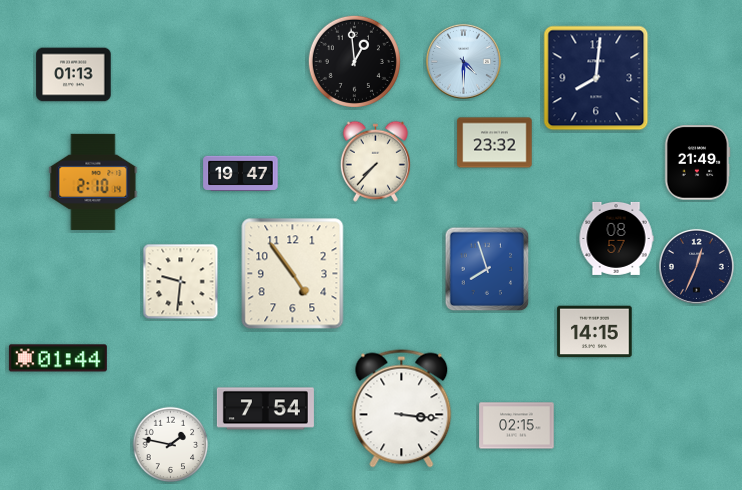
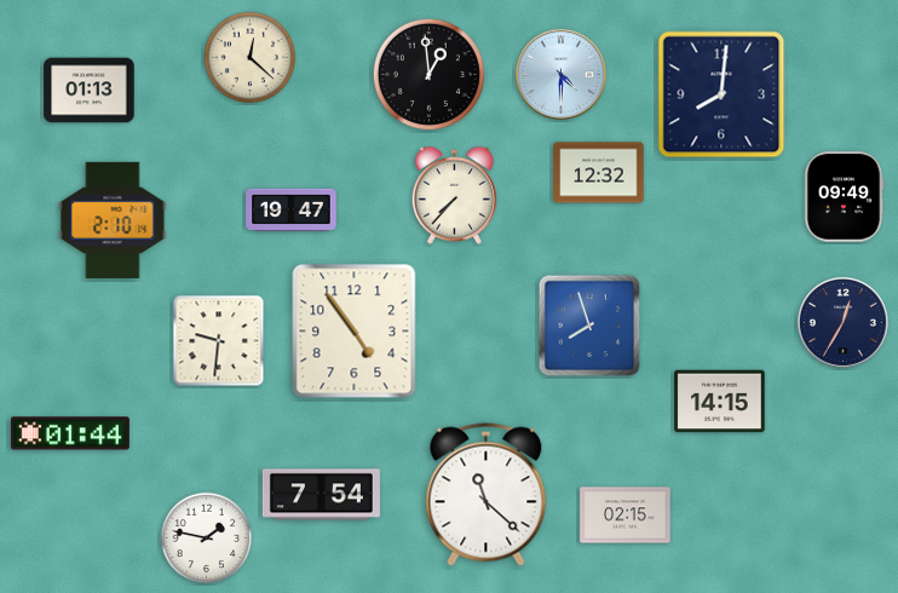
clock at (251, 58): none -> 12:22
clock at (495, 143): 23:32 -> 12:32
clock at (697, 163): 21:49 -> 09:49
clock at (616, 238): 08:57 -> none
clock at (696, 266): 12:34 -> 12:35
clock at (402, 409): 3:16 -> 11:22
